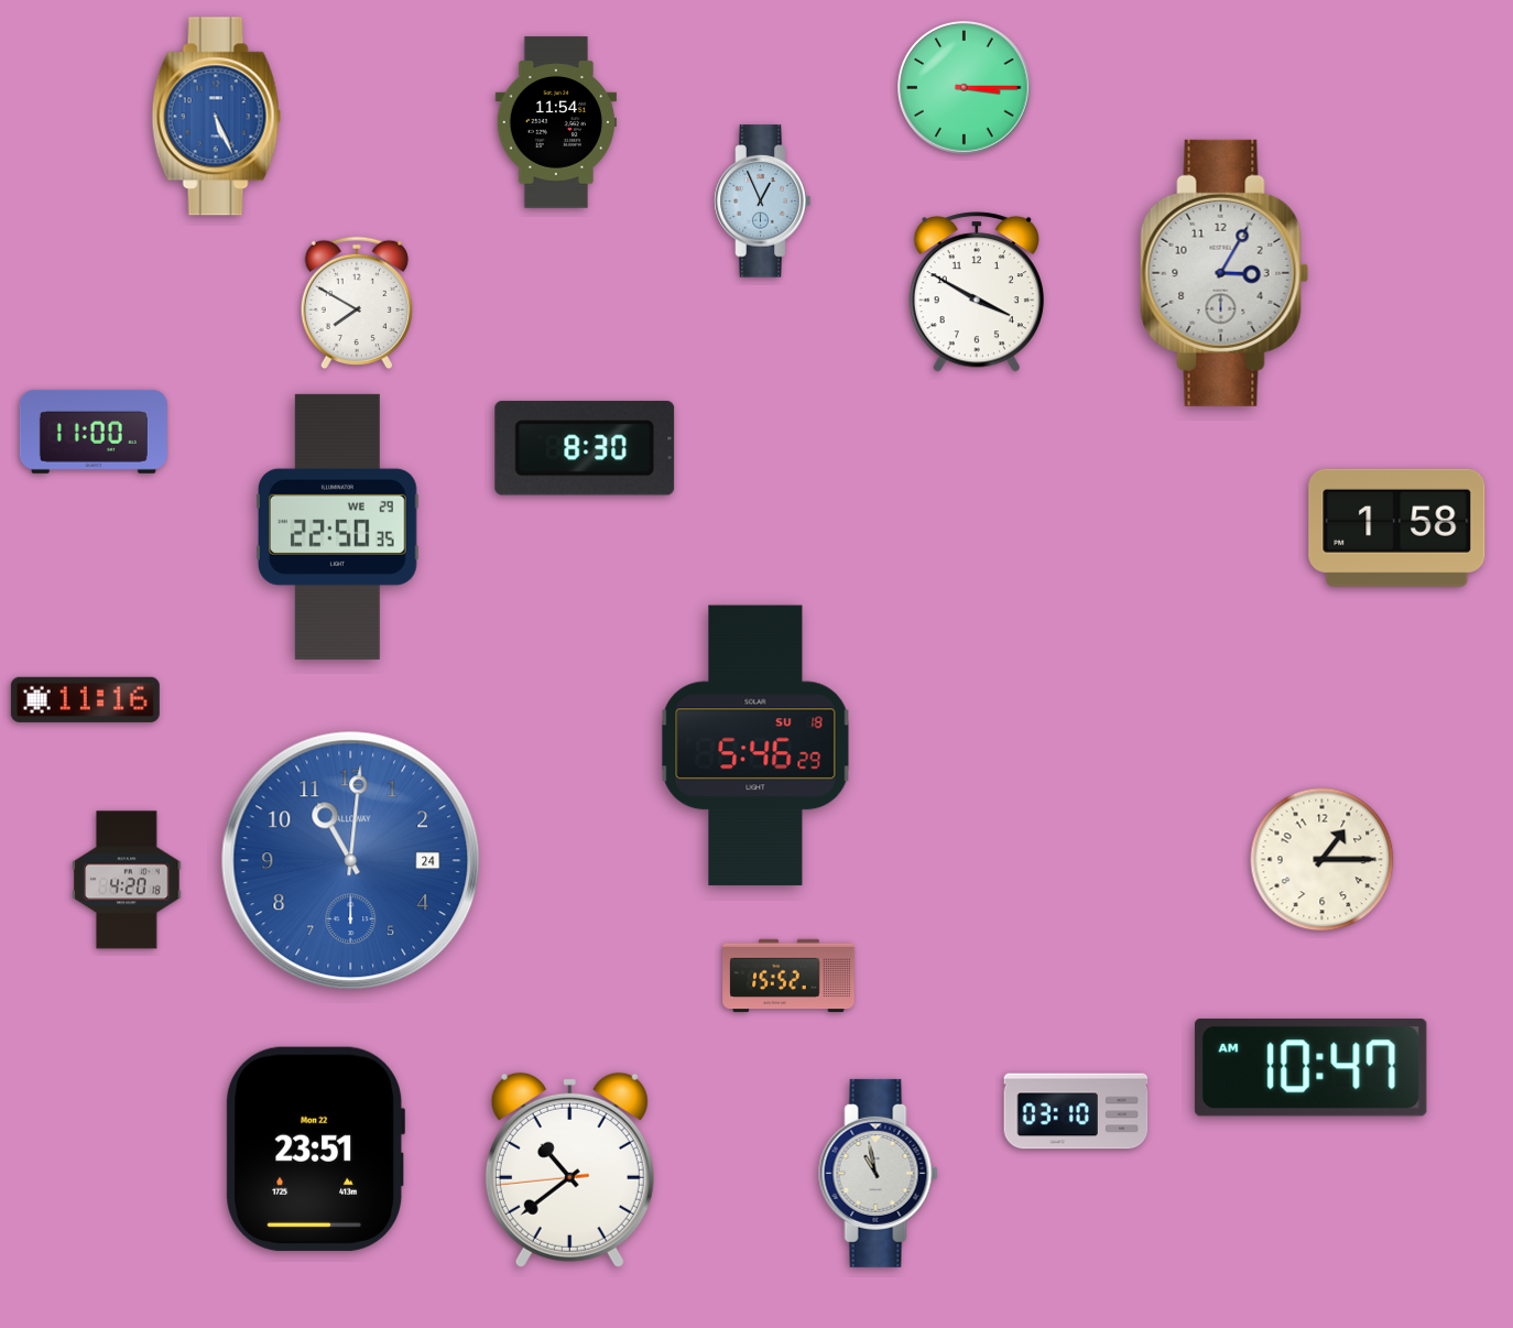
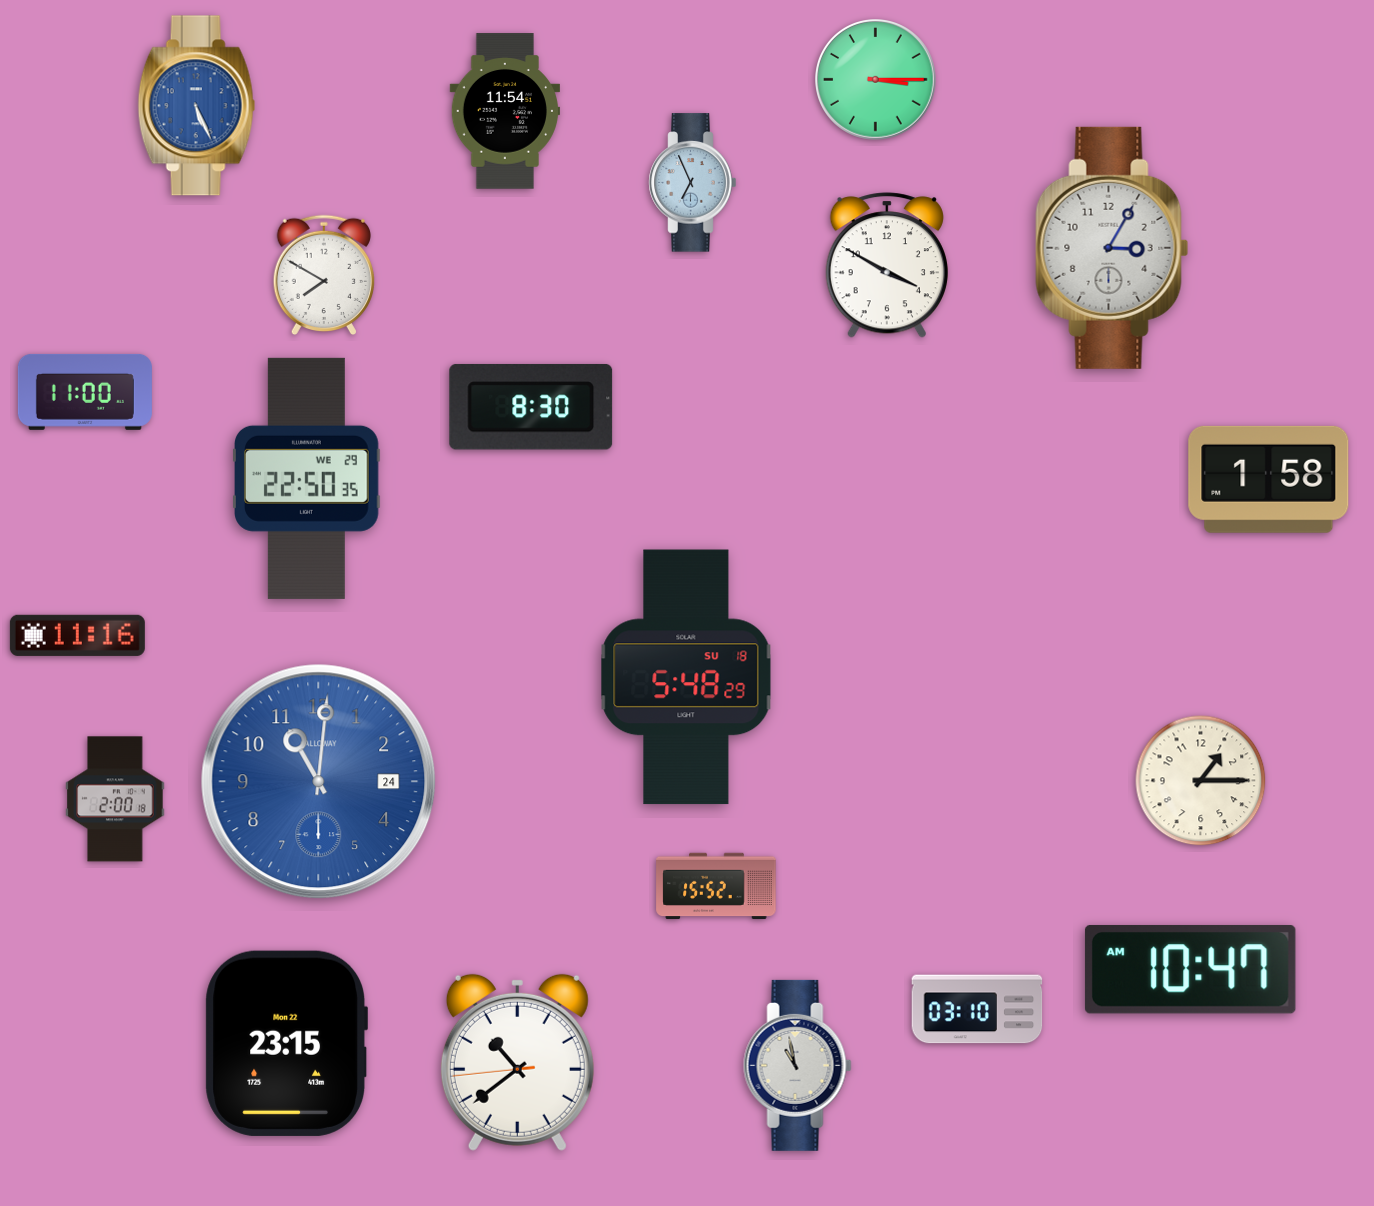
clock at (763, 202): 12:56 -> 6:56
clock at (755, 745): 5:46 -> 5:48
clock at (127, 880): 4:20 -> 2:00
clock at (315, 1149): 23:51 -> 23:15
